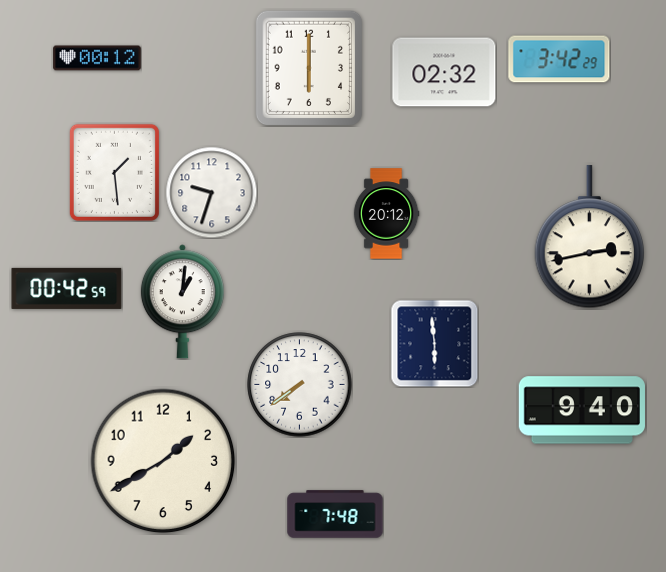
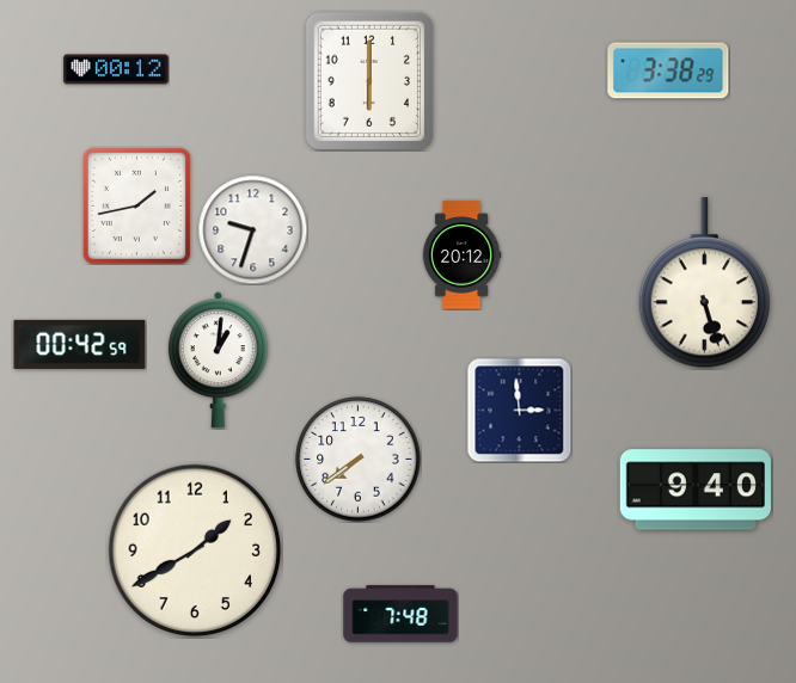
clock at (559, 59): 3:42 -> 3:38
clock at (444, 72): 02:32 -> none
clock at (114, 172): 1:29 -> 1:43
clock at (590, 237): 2:43 -> 5:27
clock at (434, 343): 5:59 -> 2:59
